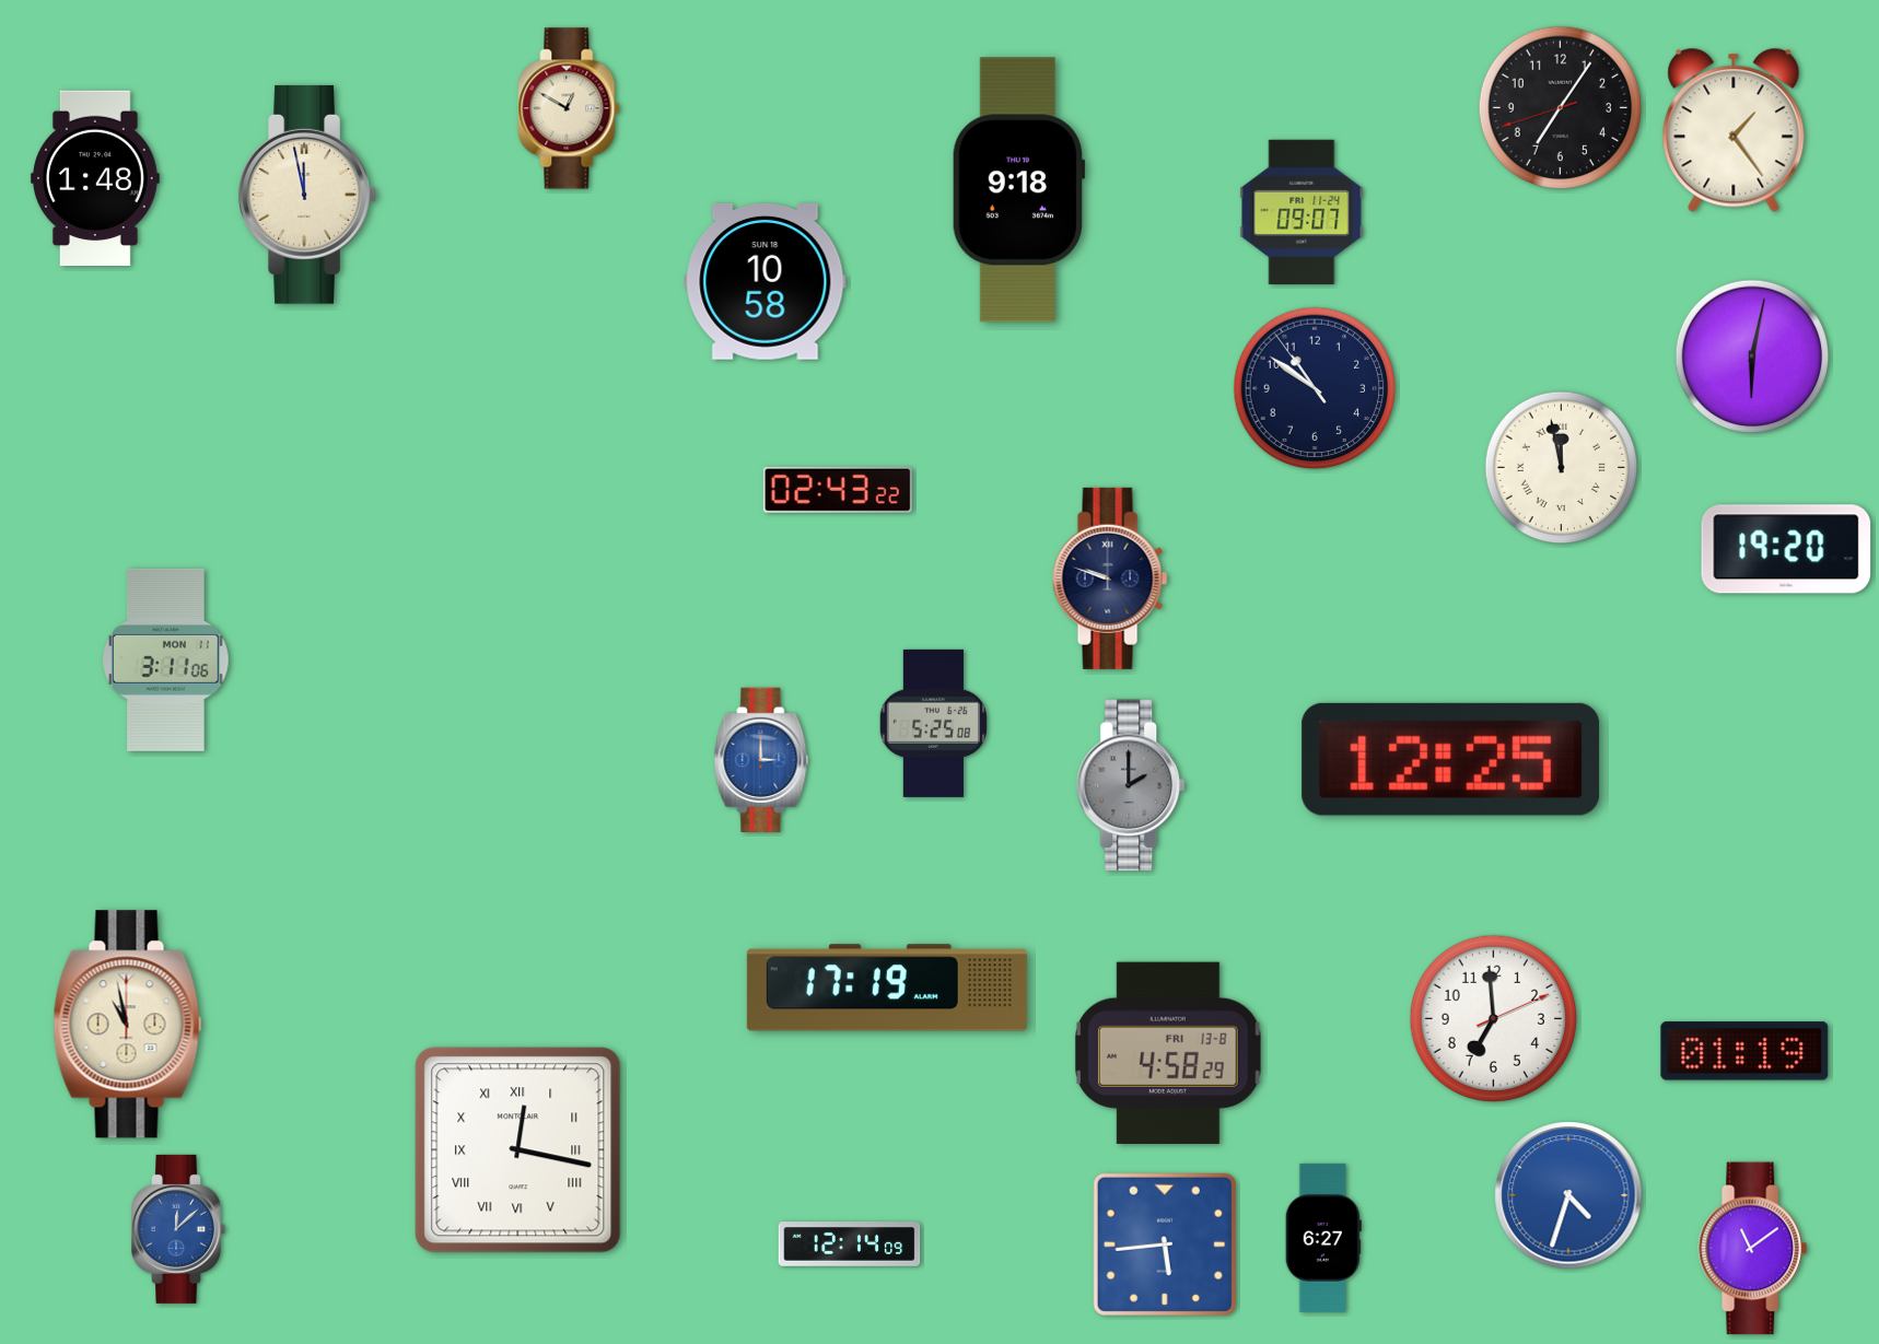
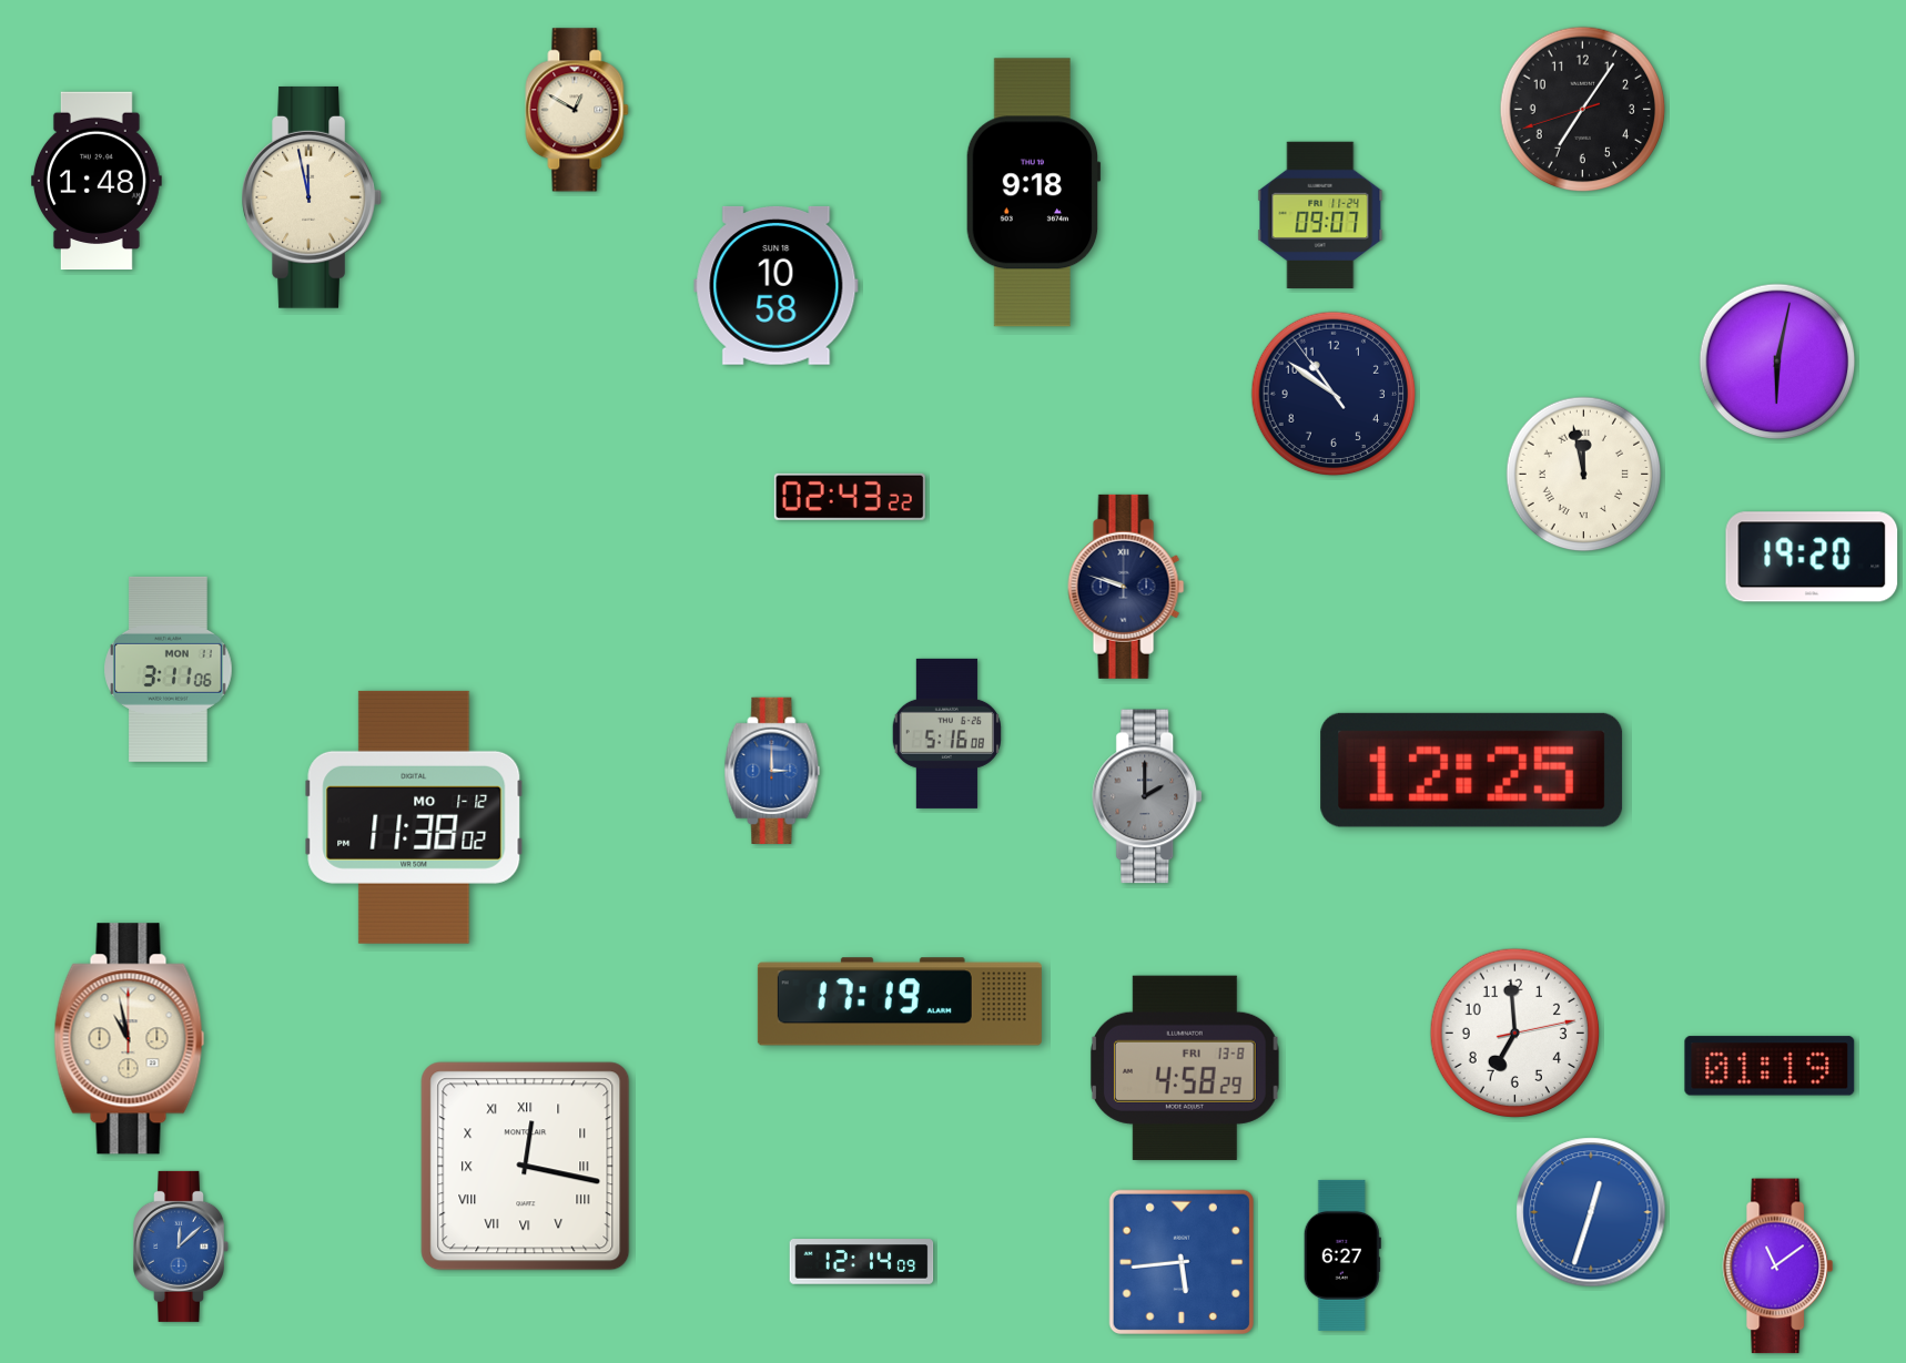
clock at (1734, 130): 1:24 -> none
clock at (933, 723): 5:25 -> 5:16
clock at (414, 817): none -> 11:38
clock at (1494, 1018): 6:59:11 -> 6:59:13
clock at (1568, 1195): 4:33 -> 12:33
